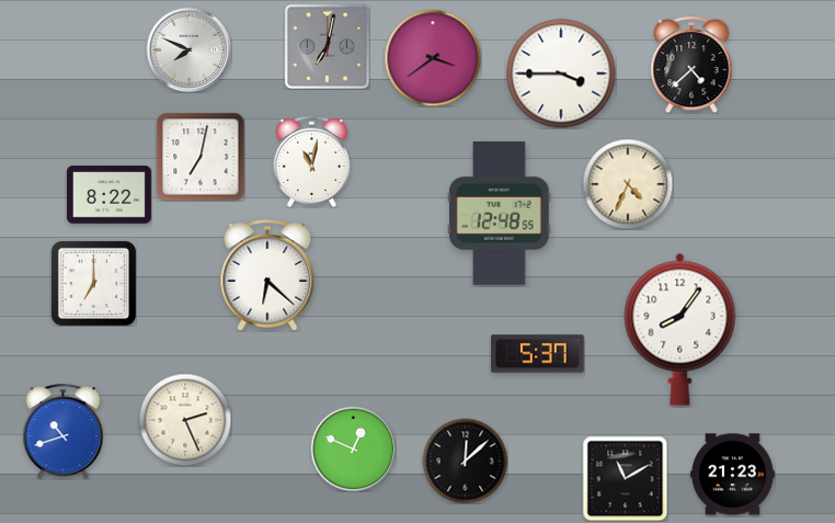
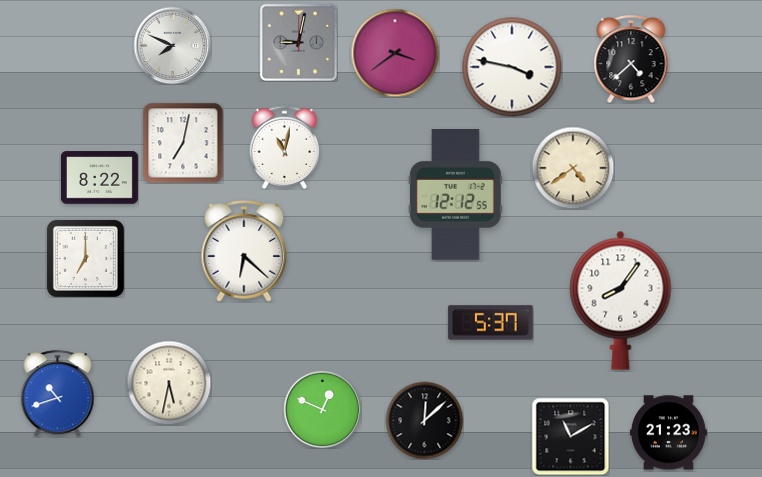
clock at (327, 46): 7:02 -> 9:02
clock at (561, 73): 3:45 -> 3:47
clock at (628, 184): 4:34 -> 4:39
clock at (499, 214): 12:48 -> 12:12
clock at (185, 420): 2:26 -> 5:32
